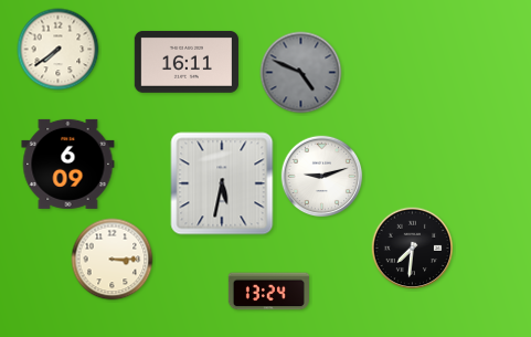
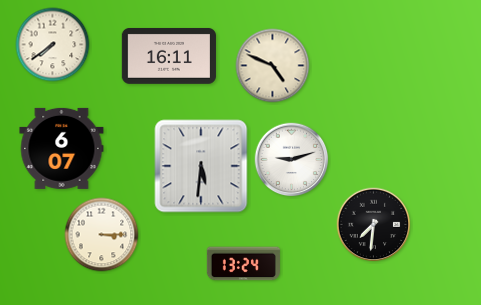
clock at (301, 73) dial: grey -> cream
clock at (68, 164): 6:09 -> 6:07
clock at (222, 183): 5:32 -> 5:31
